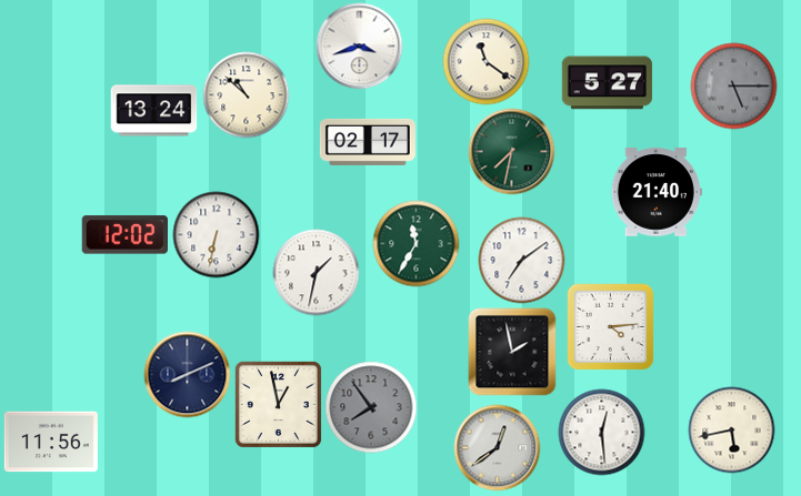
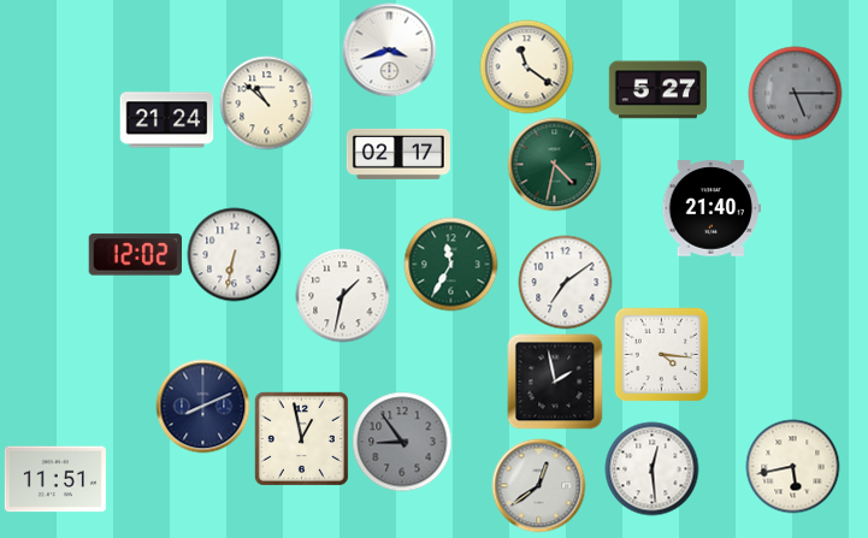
clock at (153, 111): 13:24 -> 21:24
clock at (511, 151): 7:32 -> 4:32
clock at (610, 326): 4:14 -> 4:16
clock at (371, 407): 7:54 -> 8:54
clock at (51, 442): 11:56 -> 11:51
